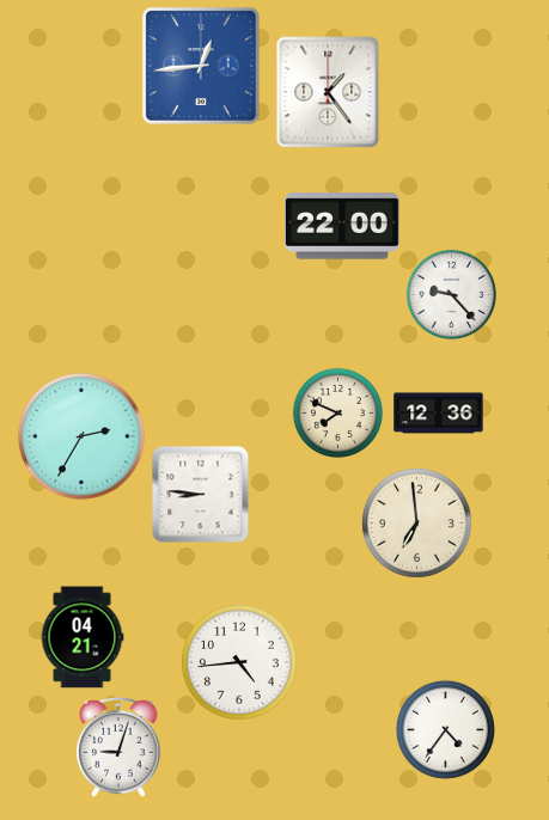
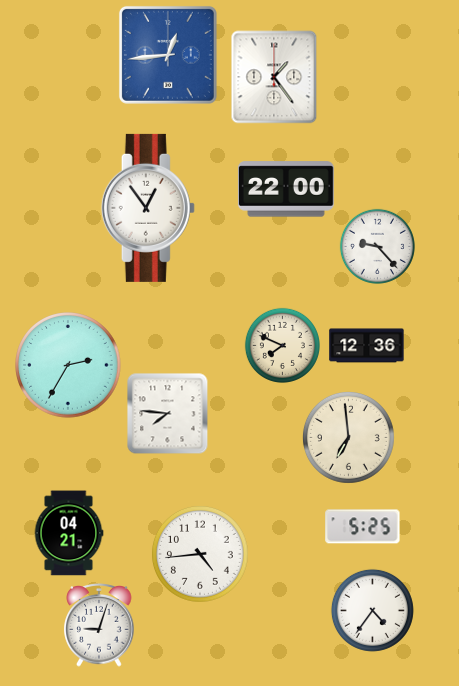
clock at (148, 208): none -> 12:54
clock at (201, 495): 8:46 -> 7:46
clock at (363, 527): none -> 5:25
